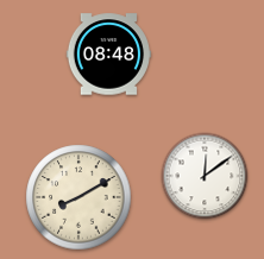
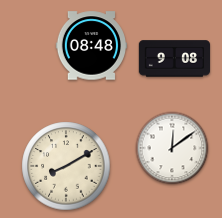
clock at (175, 59): none -> 9:08
